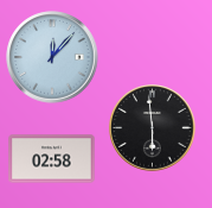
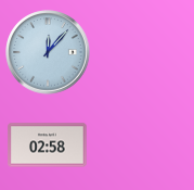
clock at (153, 128): 5:59 -> none
